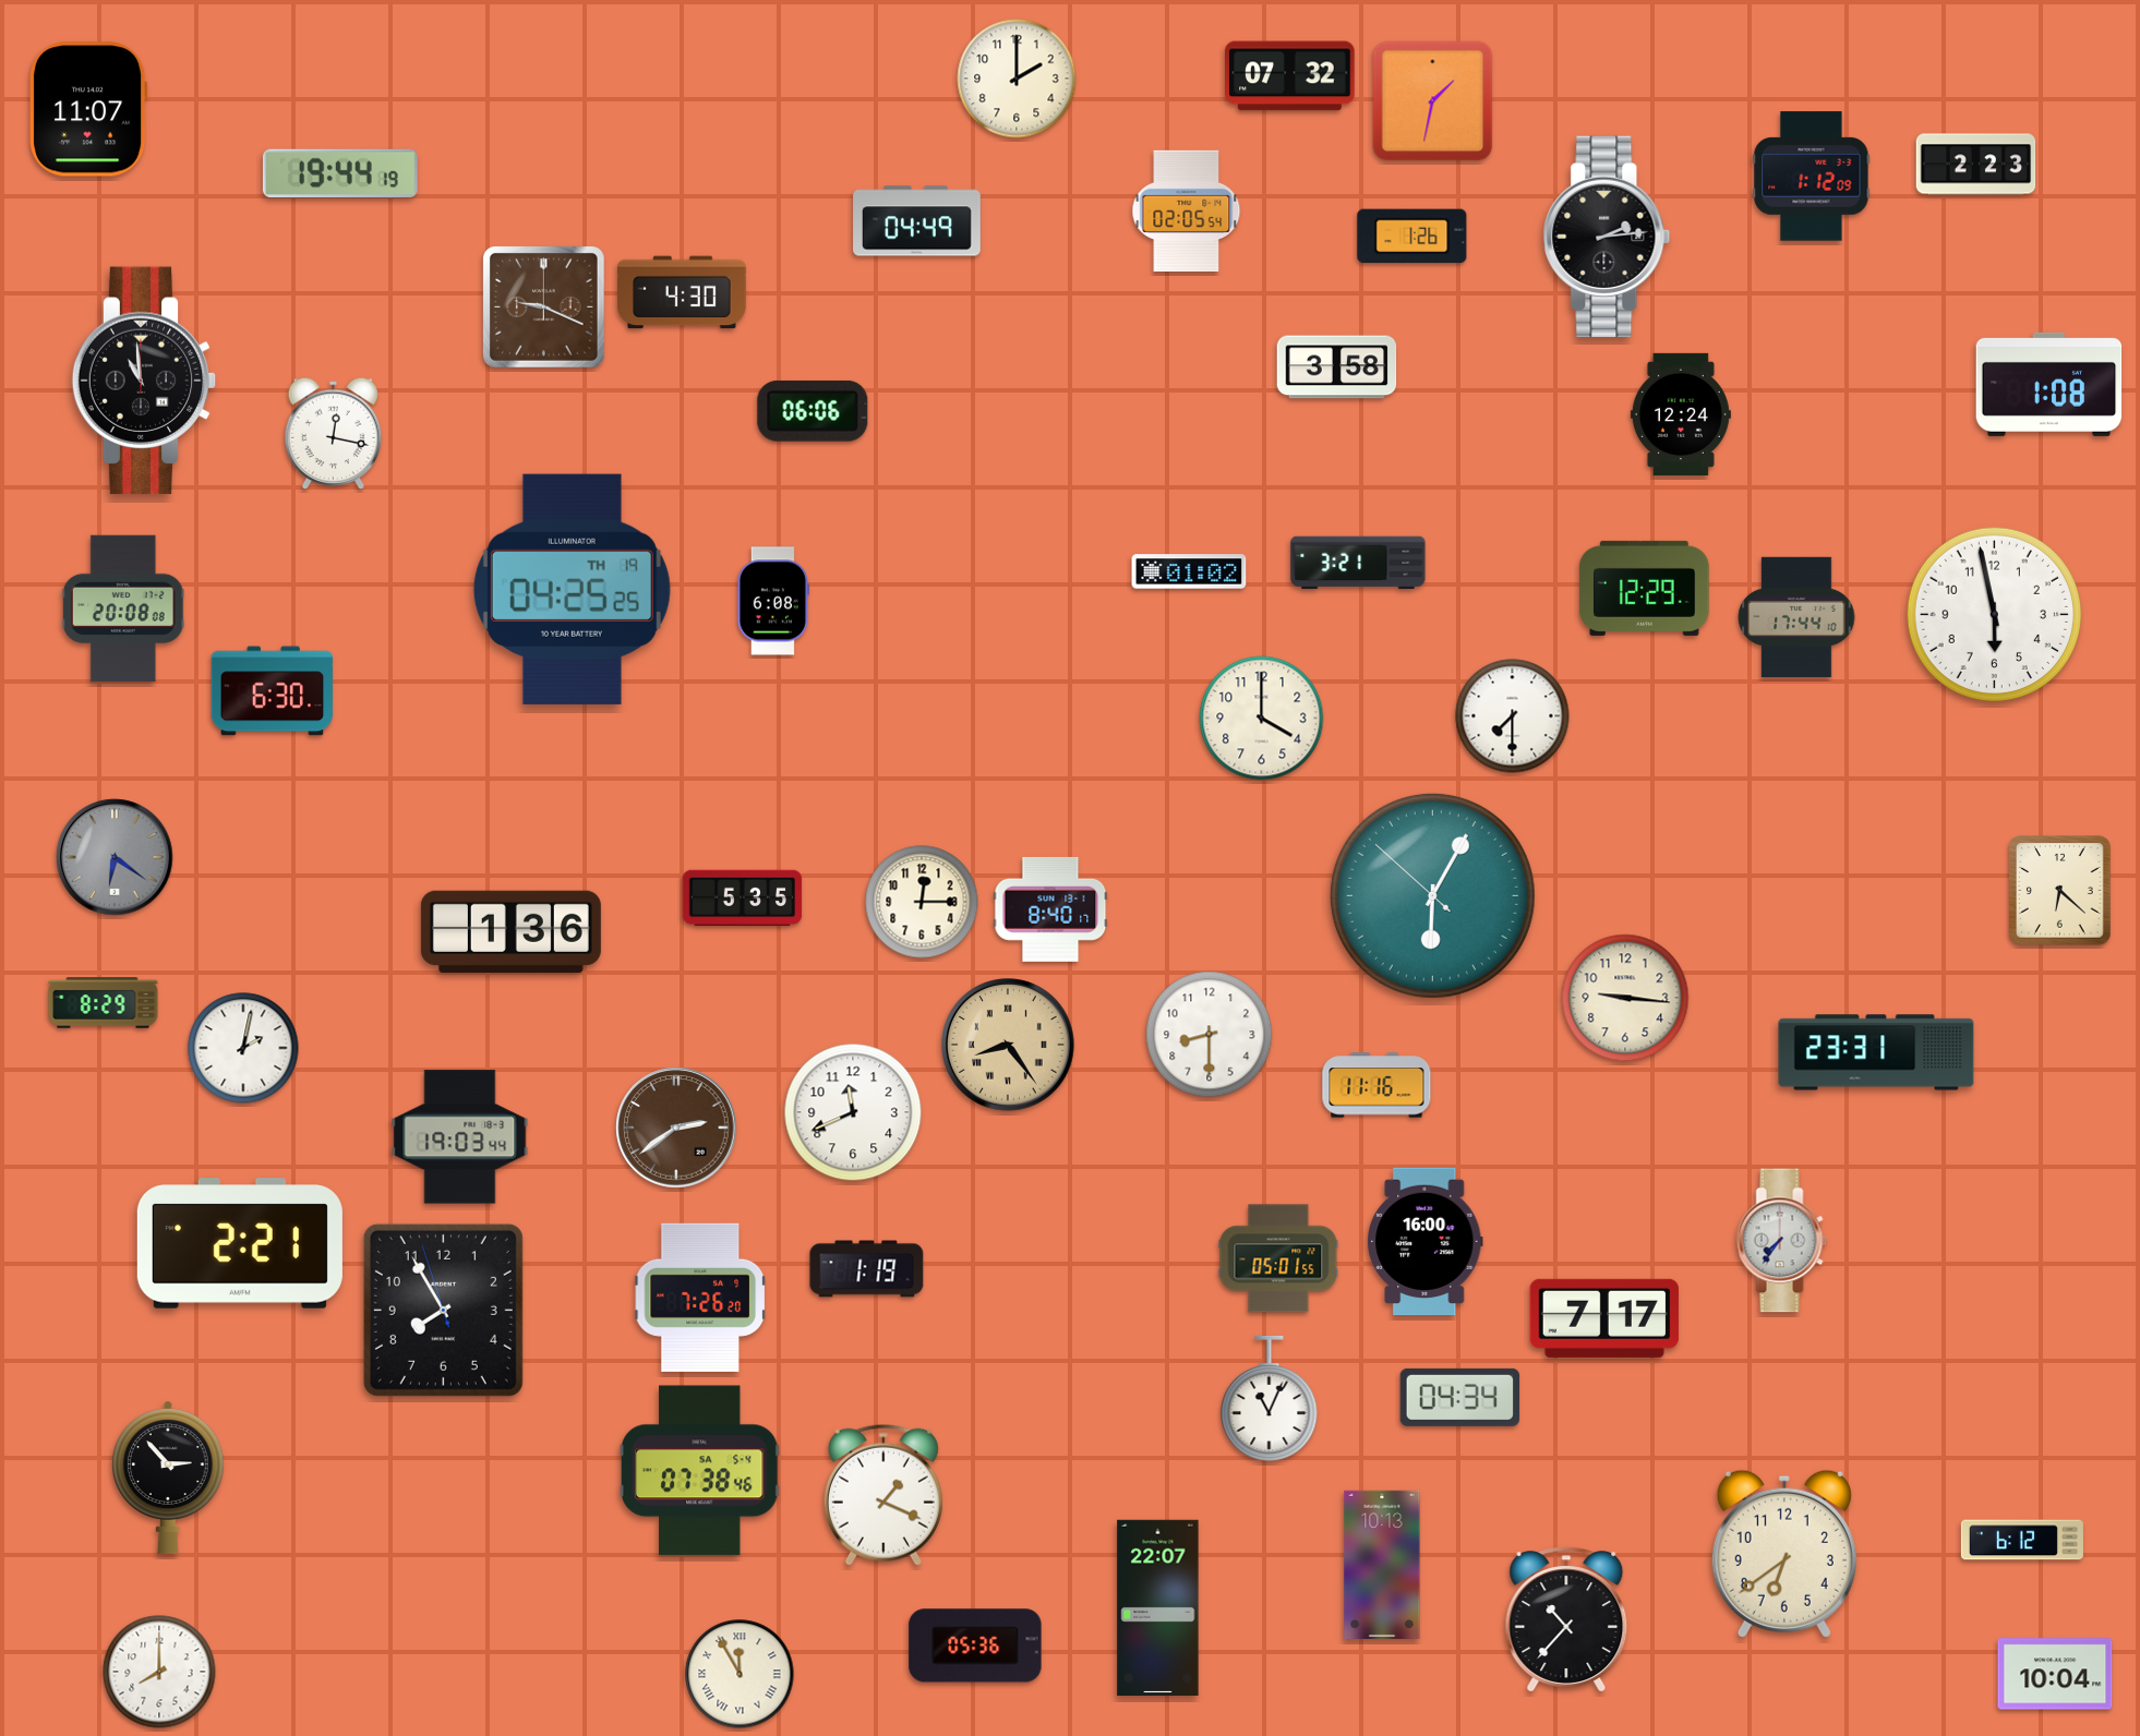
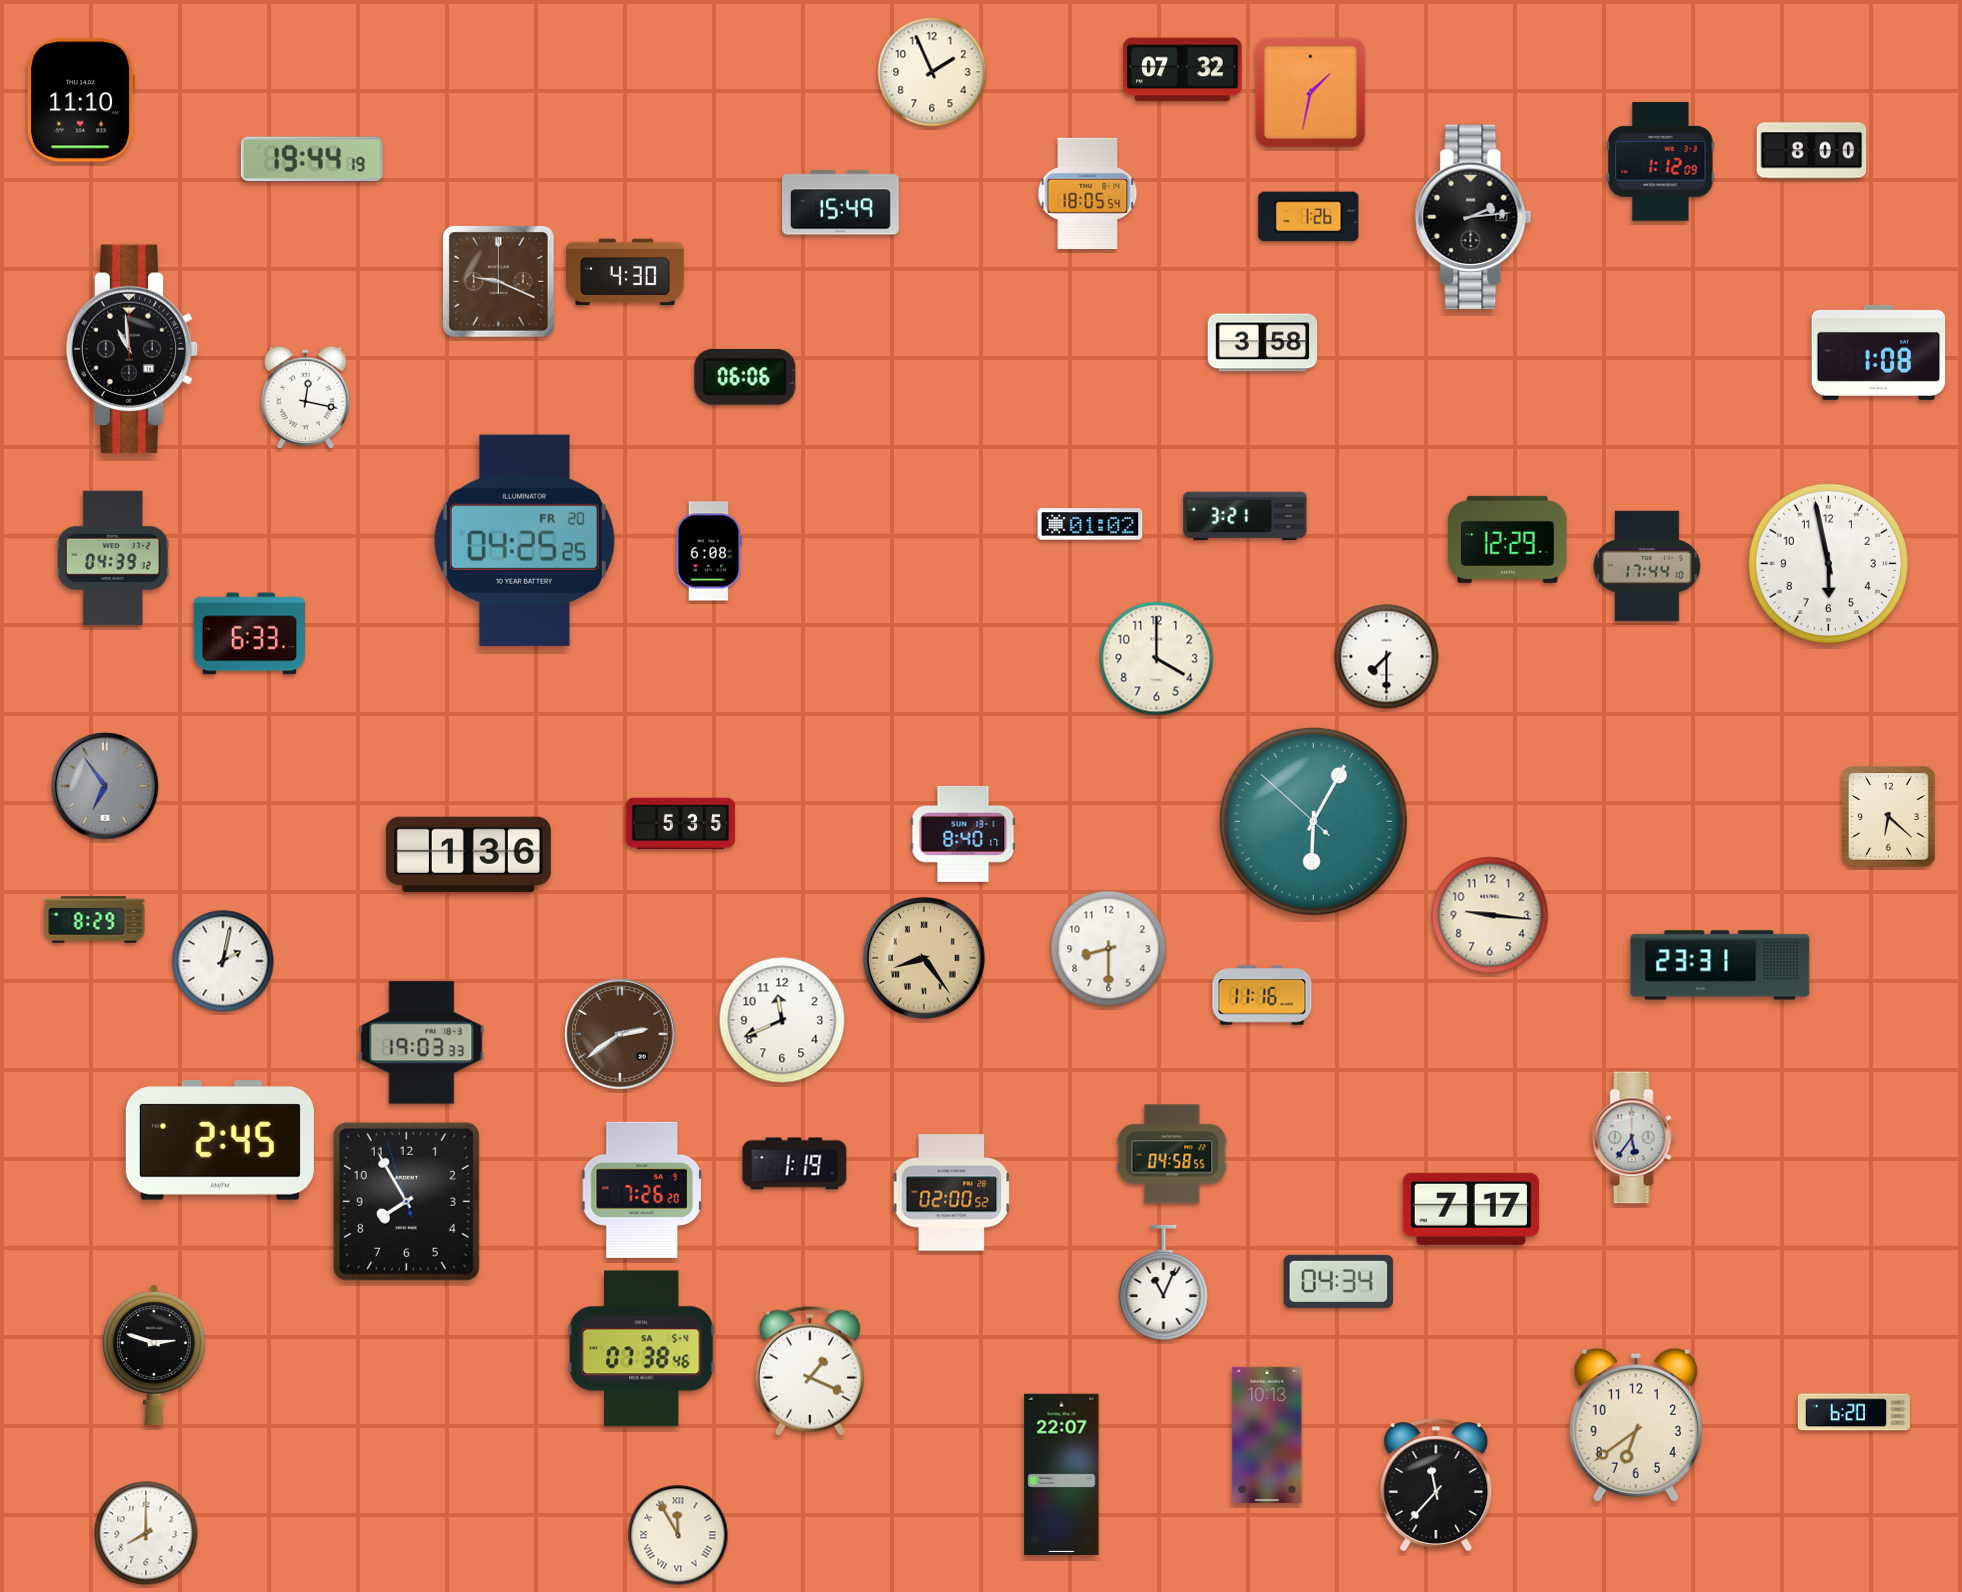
clock at (1017, 79): 2:00 -> 1:56
clock at (1433, 101) position: (1433, 101) -> (1311, 93)
clock at (88, 109): 11:07 -> 11:10
clock at (1976, 165): 2:23 -> 8:00
clock at (1187, 210): 02:05 -> 18:05
clock at (917, 221): 04:49 -> 15:49
clock at (1412, 237) position: (1412, 237) -> (1309, 217)
clock at (682, 292) position: (682, 292) -> (625, 272)
clock at (1337, 367) position: (1337, 367) -> (1263, 343)
clock at (1681, 414): 12:24 -> none
clock at (572, 589) date: TH 19 -> FR 20
clock at (123, 608): 20:08 -> 04:39
clock at (272, 691): 6:30 -> 6:33
clock at (115, 857): 6:21 -> 6:54
clock at (922, 902): 12:15 -> none
clock at (460, 1137): 19:03:44 -> 19:03:33
clock at (1782, 1241): 7:36 -> 5:36
clock at (1426, 1242): 16:00 -> none
clock at (240, 1243): 2:21 -> 2:45
clock at (1278, 1258): 05:01 -> 04:58
clock at (952, 1193): none -> 02:00
clock at (168, 1478): 2:53 -> 2:48
clock at (2022, 1540): 6:12 -> 6:20
clock at (1566, 1619): 10:37 -> 11:37
clock at (975, 1645): 05:36 -> none
clock at (2055, 1674): 10:04 -> none
